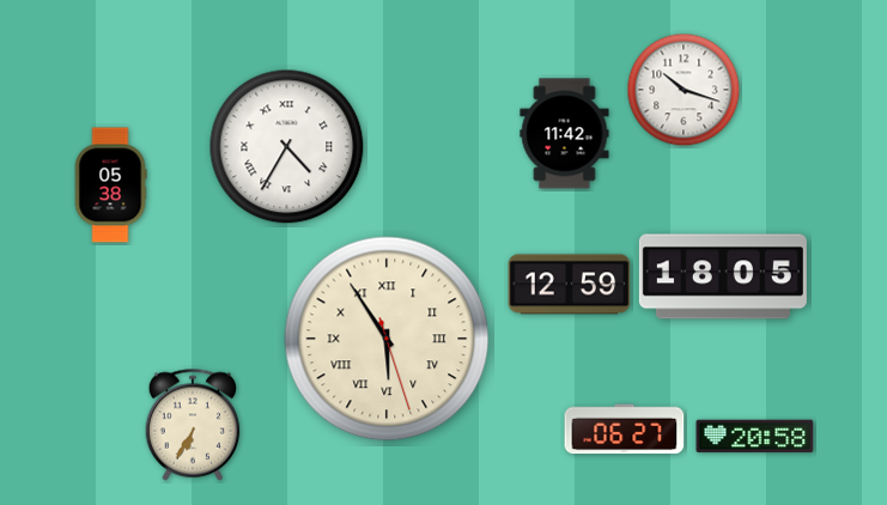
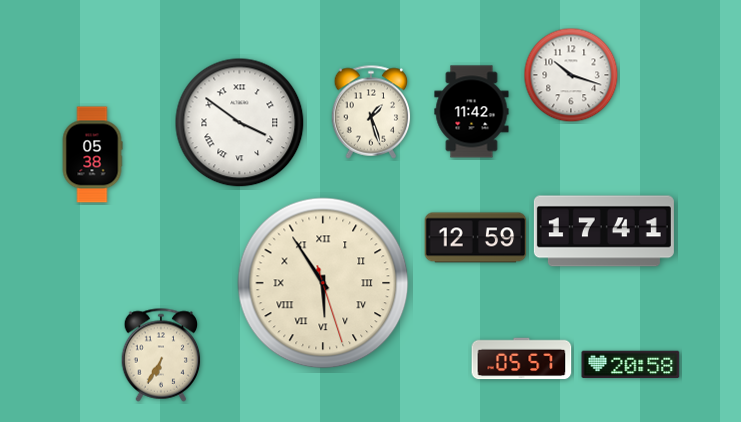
clock at (371, 112): none -> 1:27
clock at (287, 147): 4:35 -> 3:51
clock at (723, 276): 18:05 -> 17:41
clock at (625, 430): 06:27 -> 05:57
